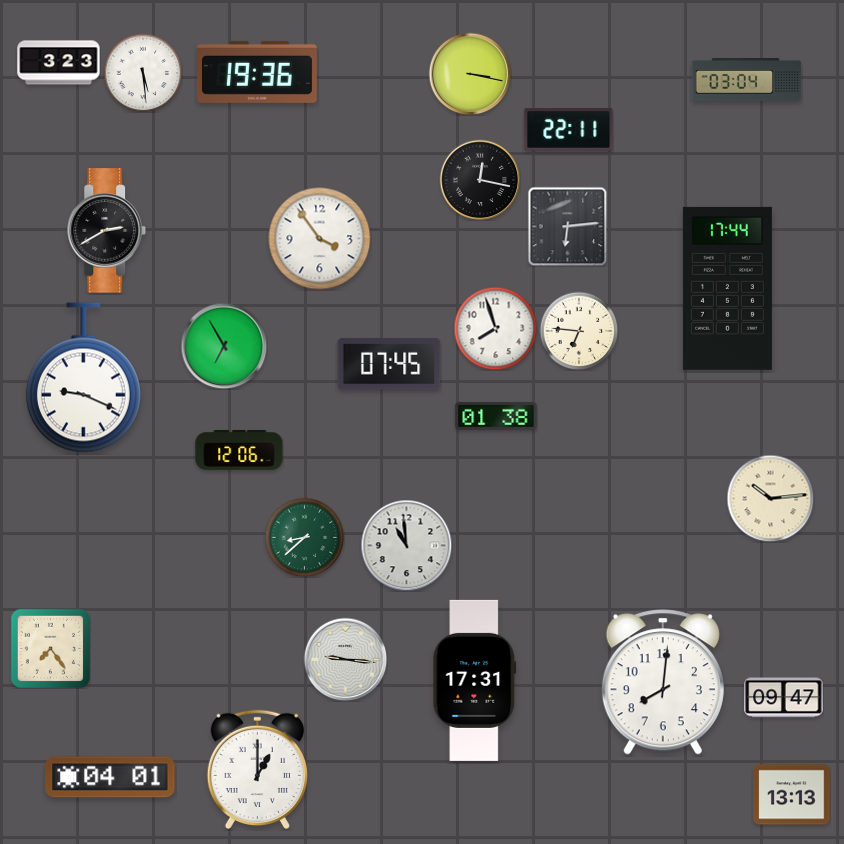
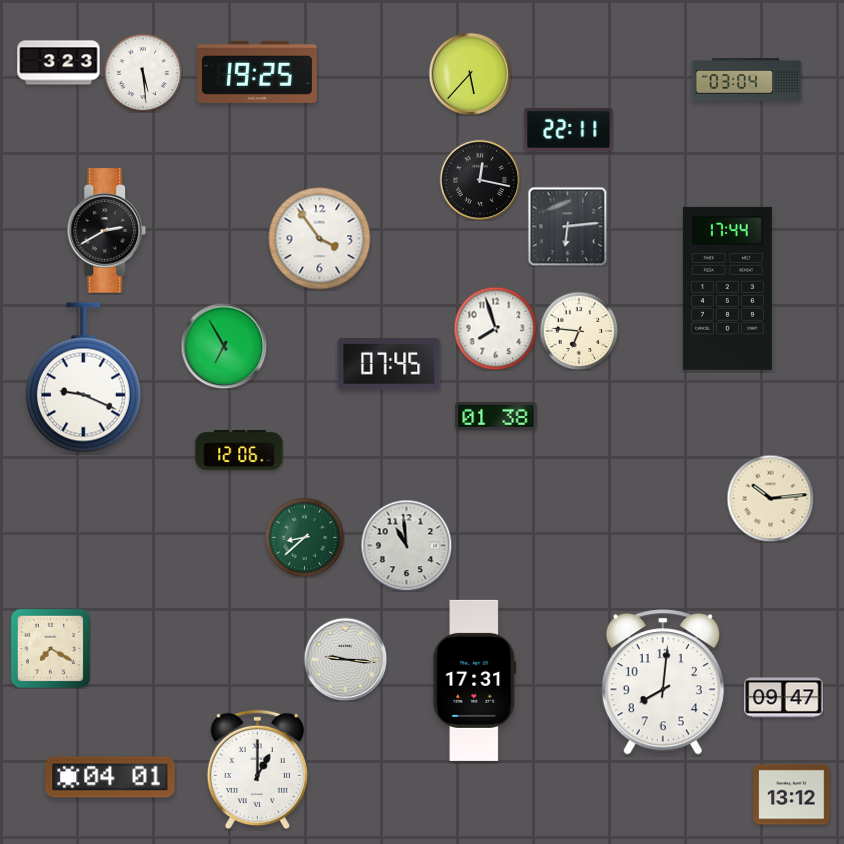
clock at (258, 72): 19:36 -> 19:25
clock at (470, 74): 3:17 -> 5:37
clock at (50, 648): 7:24 -> 7:20
clock at (792, 795): 13:13 -> 13:12
